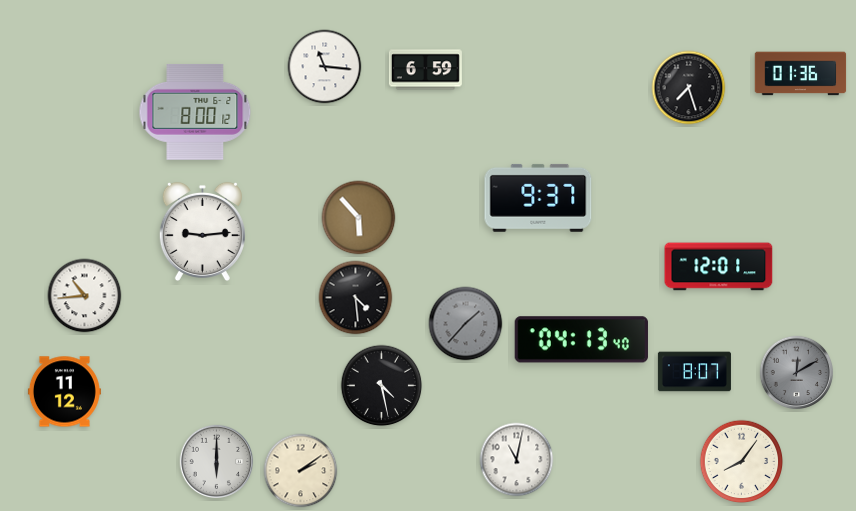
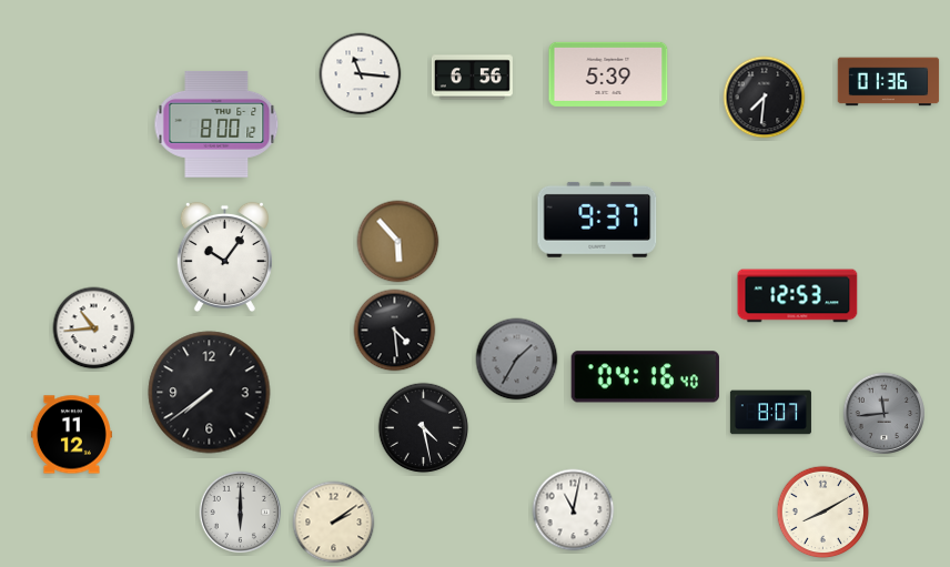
clock at (608, 74): none -> 5:39
clock at (425, 70): 6:59 -> 6:56
clock at (689, 88): 7:27 -> 7:31
clock at (202, 231): 9:14 -> 10:06
clock at (719, 267): 12:01 -> 12:53
clock at (466, 324): 1:37 -> 1:35
clock at (581, 340): 04:13 -> 04:16
clock at (210, 393): none -> 7:39
clock at (797, 373): 12:10 -> 11:44
clock at (742, 462): 8:06 -> 8:10
